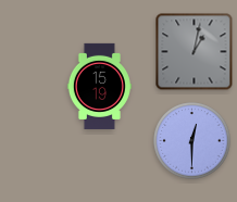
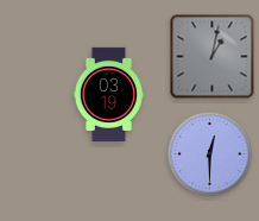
clock at (99, 86): 15:19 -> 03:19
